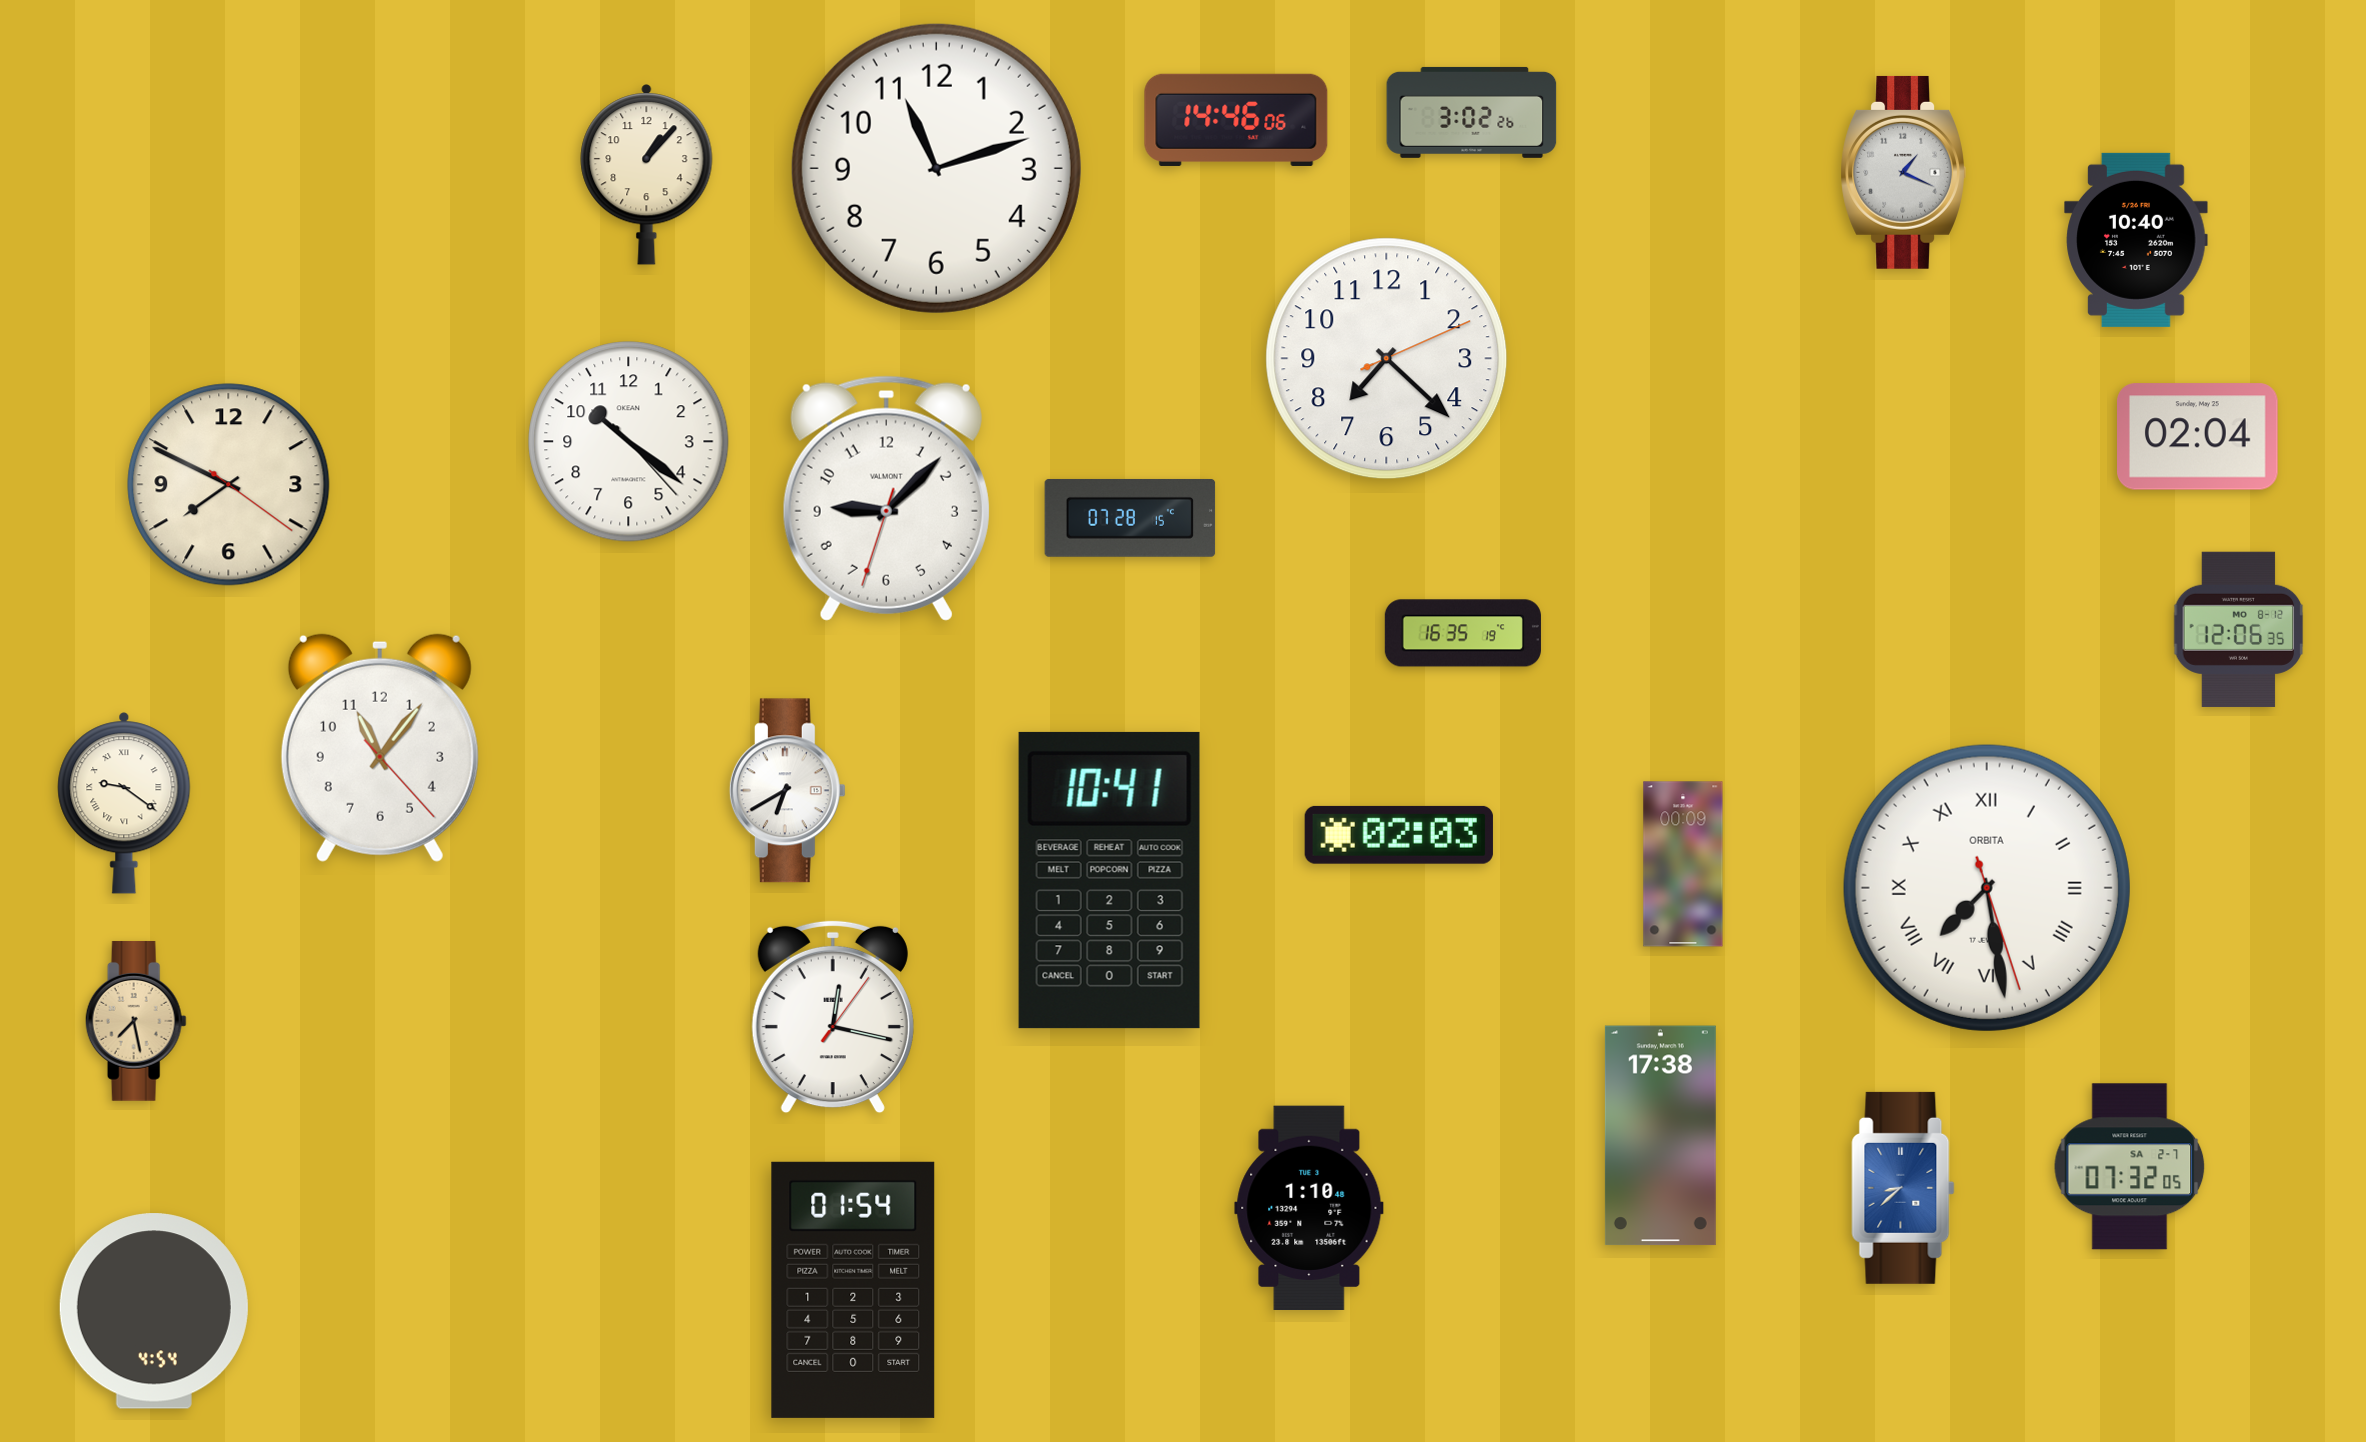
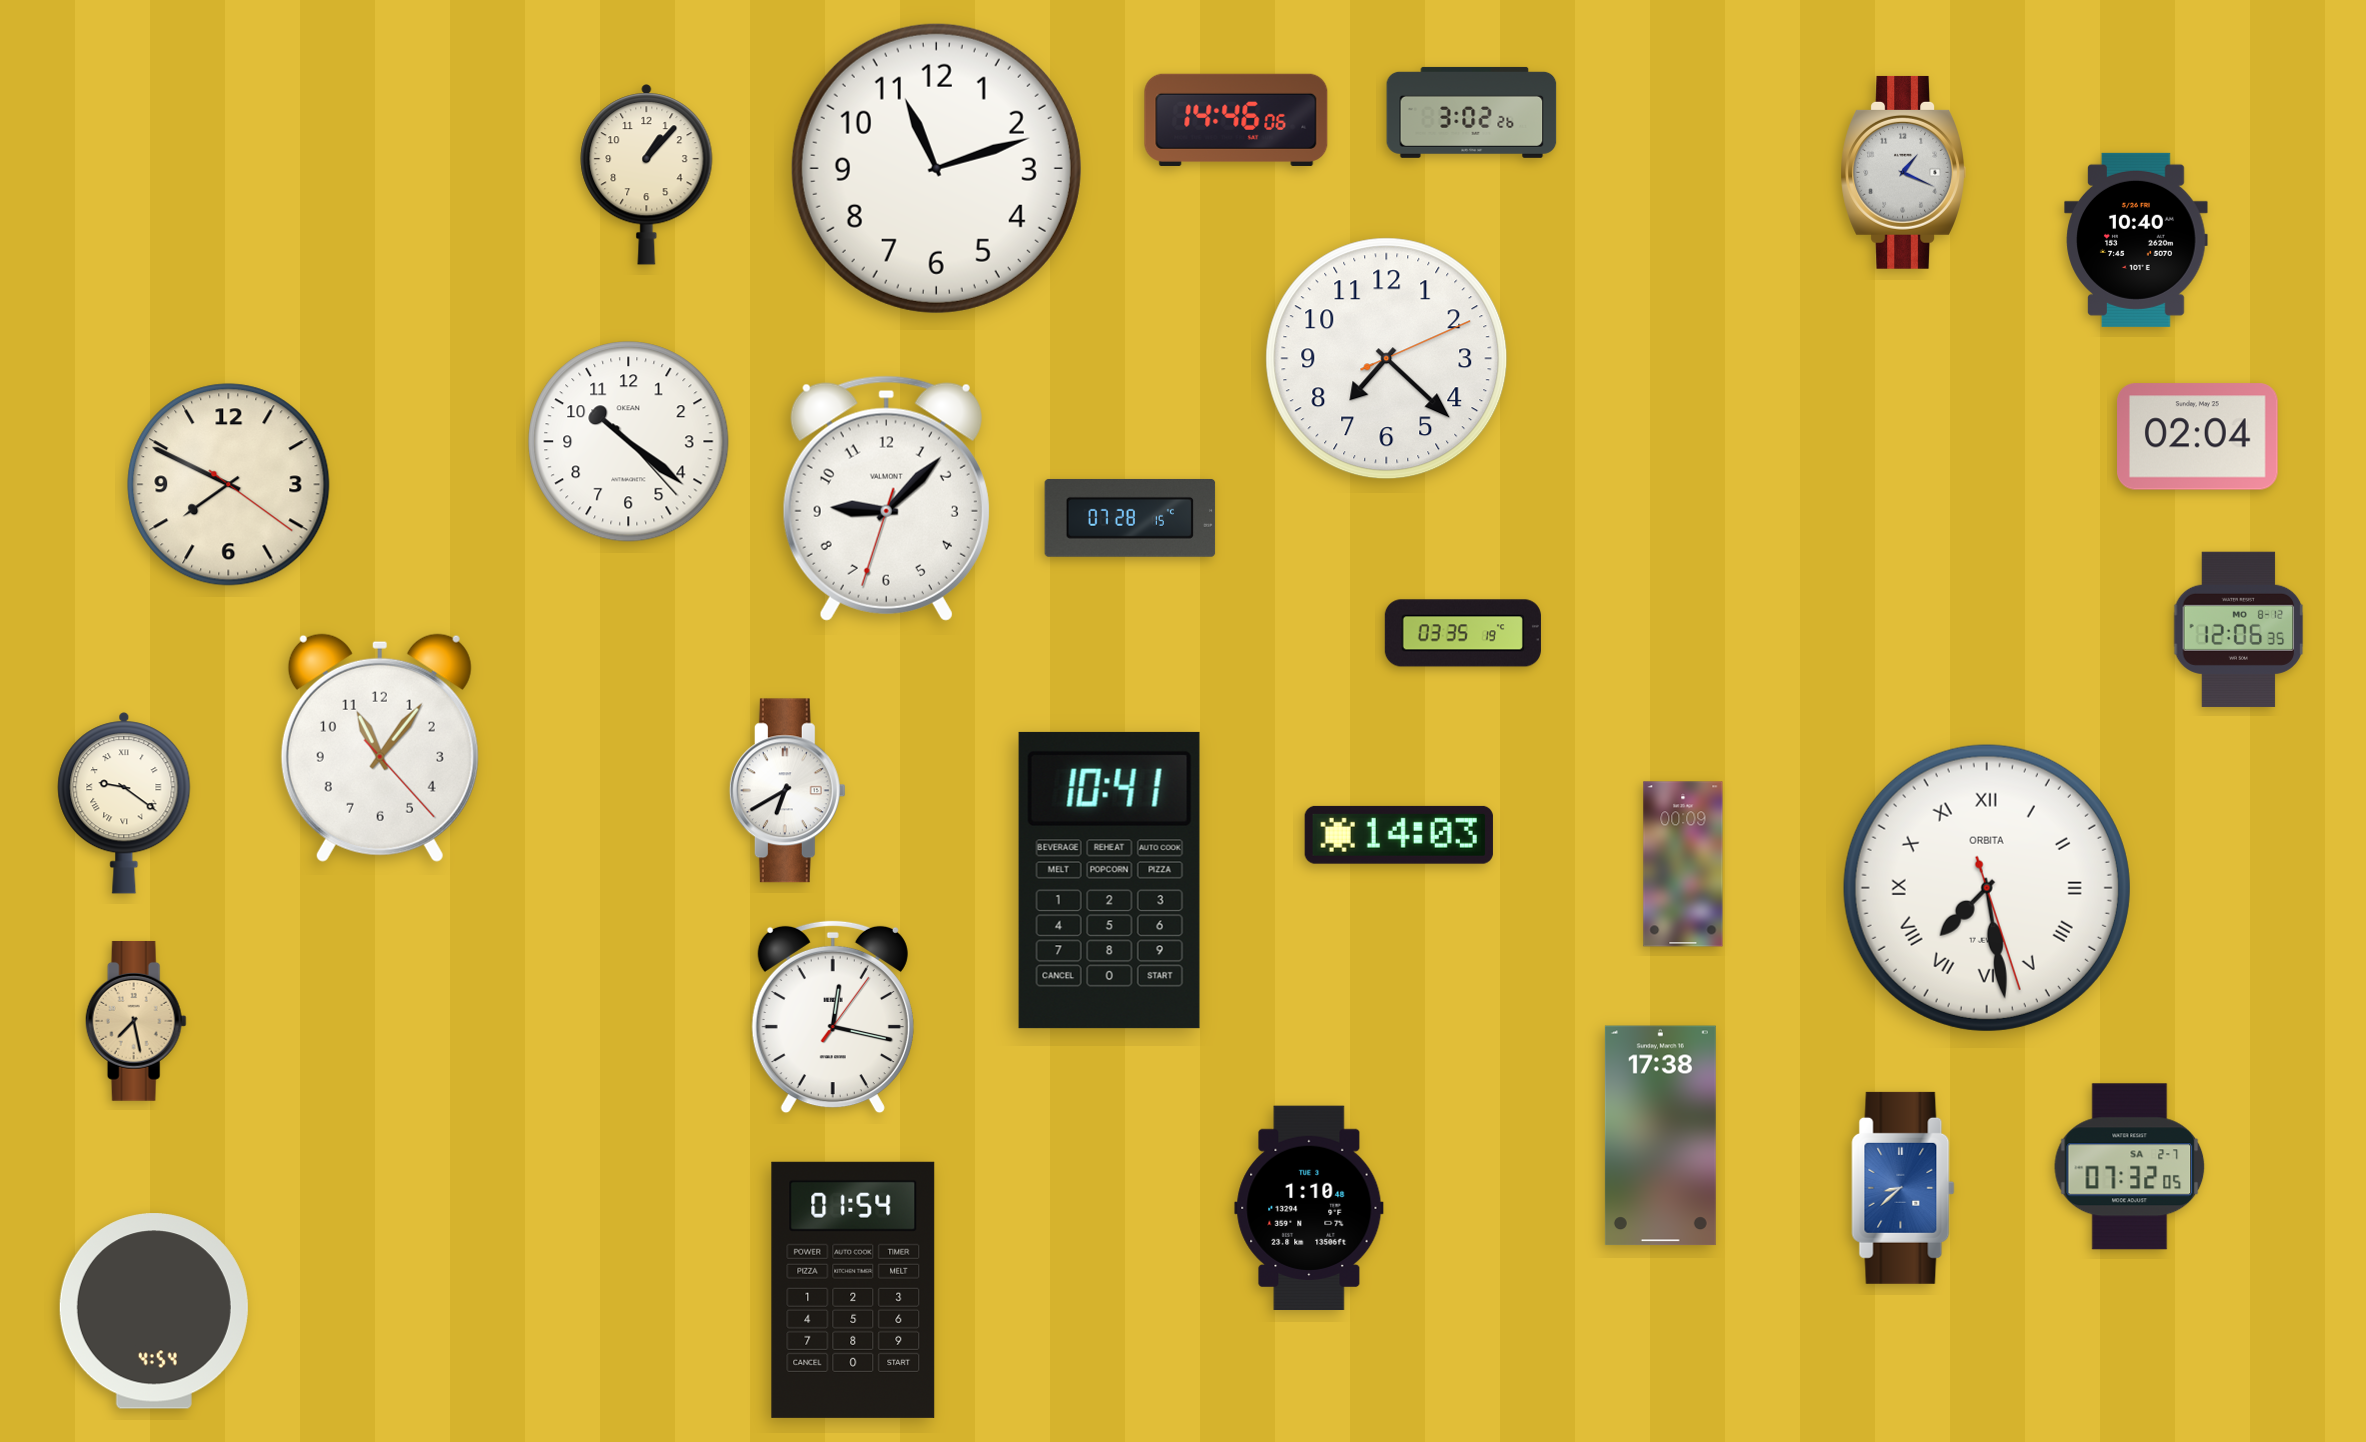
clock at (1463, 633): 16:35 -> 03:35
clock at (1399, 835): 02:03 -> 14:03
